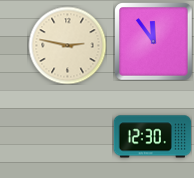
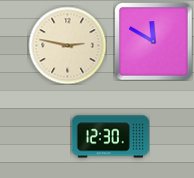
clock at (153, 41): 11:54 -> 11:50
clock at (152, 137) position: (152, 137) -> (110, 137)
